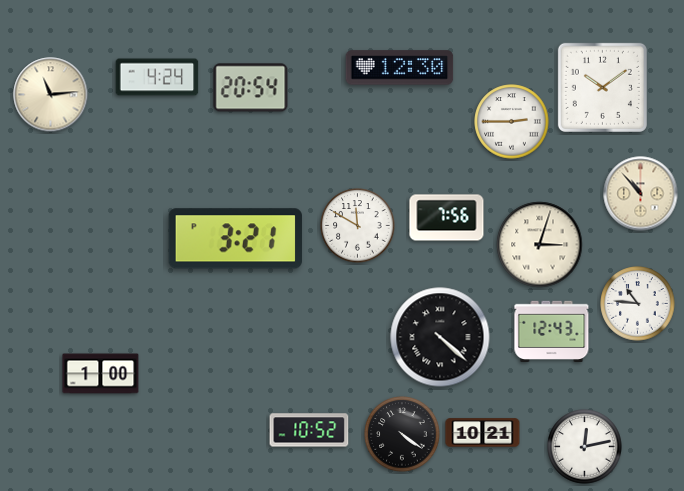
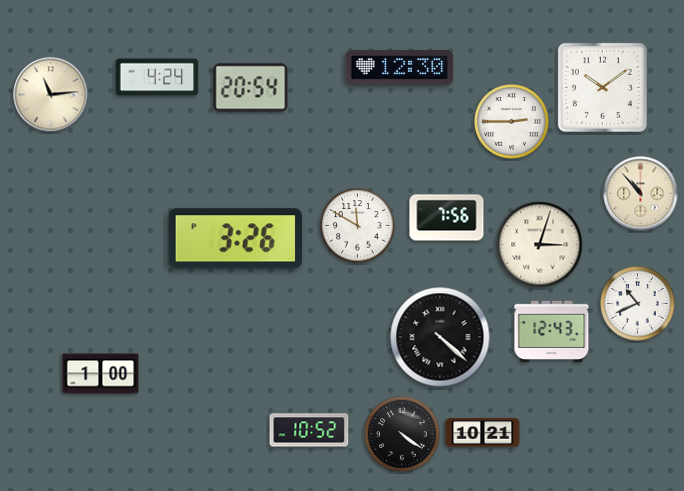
clock at (235, 239): 3:21 -> 3:26
clock at (638, 304): 10:46 -> 10:41
clock at (585, 447): 12:13 -> none
